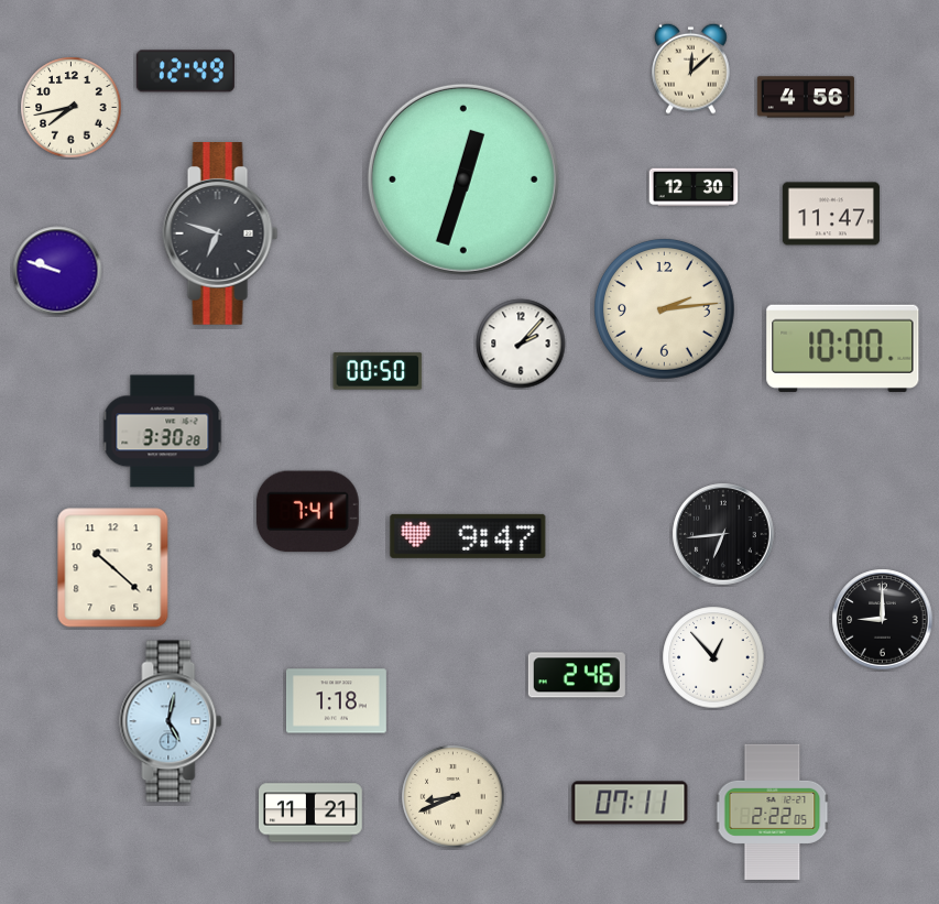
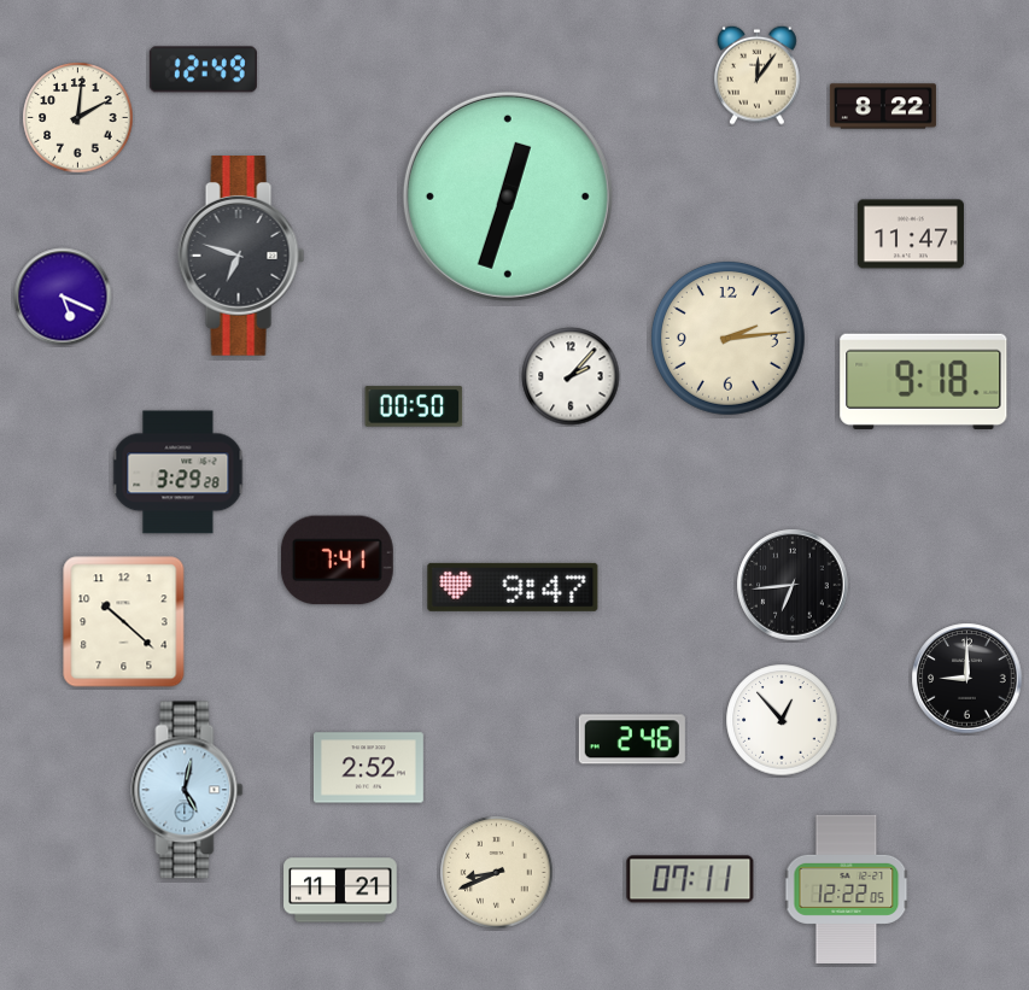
clock at (691, 68): 12:08 -> 12:06
clock at (185, 72) position: (185, 72) -> (203, 70)
clock at (806, 97): 4:56 -> 8:22
clock at (72, 108): 7:43 -> 2:01
clock at (694, 187): 12:30 -> none
clock at (57, 271): 9:48 -> 5:19
clock at (843, 348): 10:00 -> 9:18
clock at (163, 432): 3:30 -> 3:29
clock at (336, 701): 1:18 -> 2:52
clock at (773, 812): 2:22 -> 12:22
